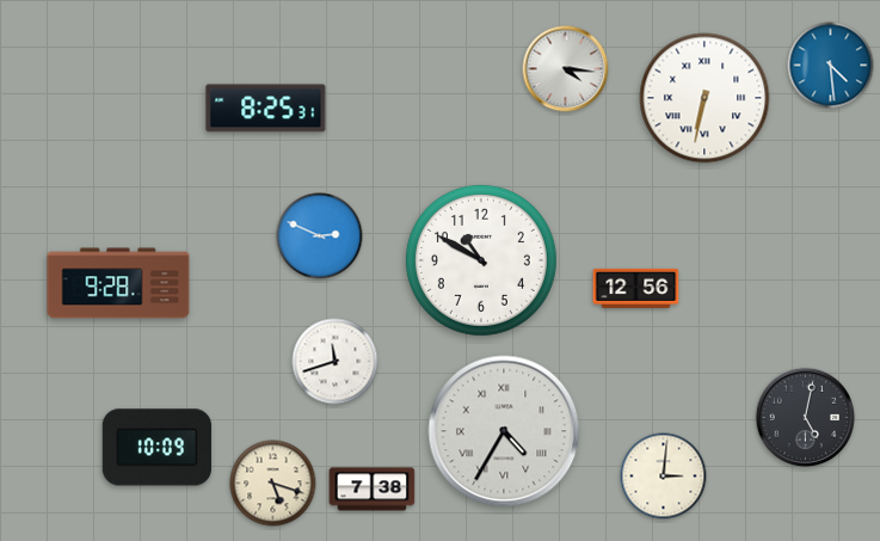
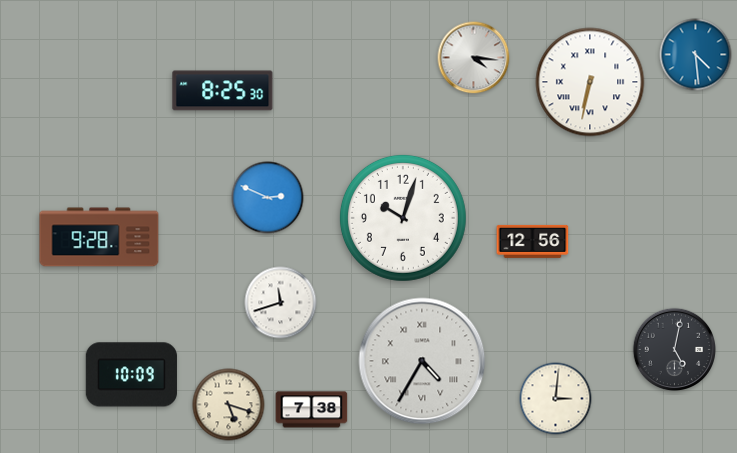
clock at (266, 109): 8:25:31 -> 8:25:30
clock at (481, 260): 10:50 -> 10:03
